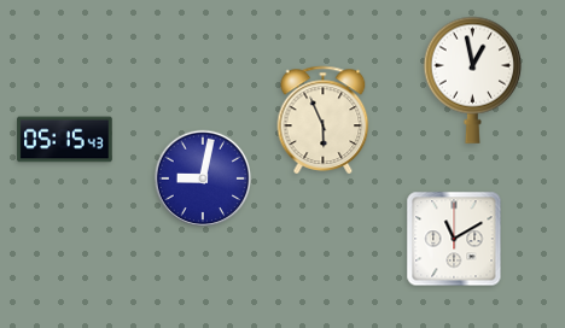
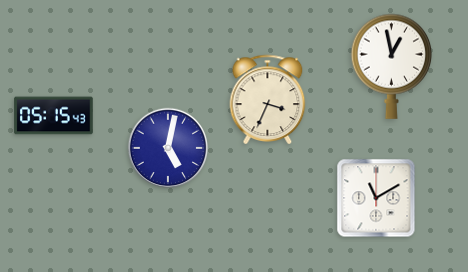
clock at (324, 119): 5:56 -> 3:34
clock at (203, 178): 9:02 -> 5:02
